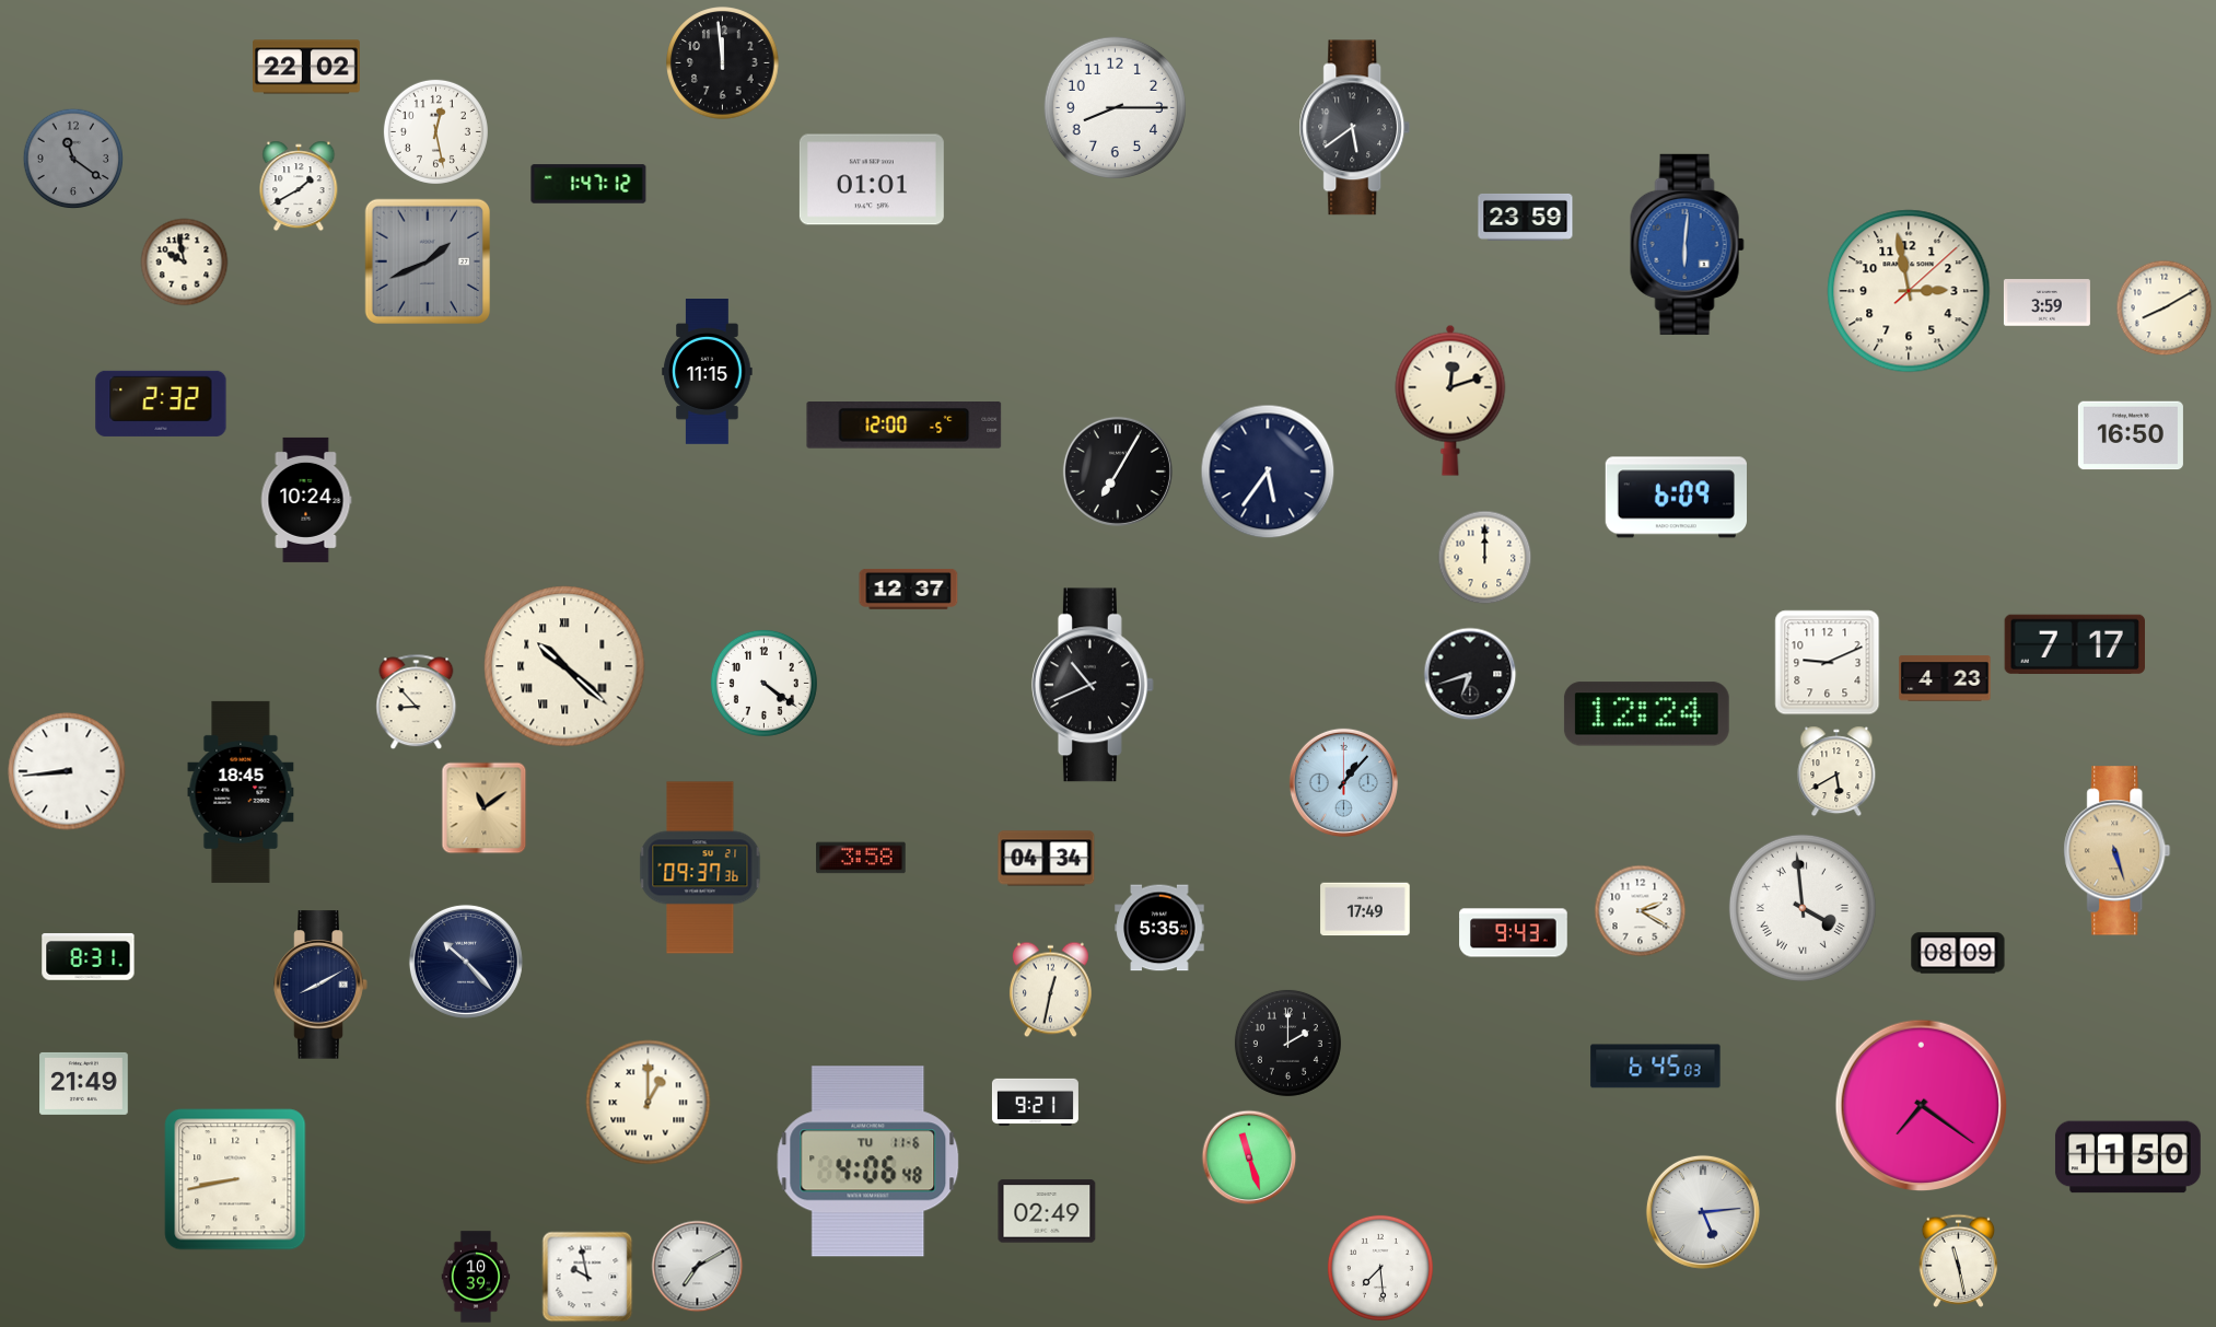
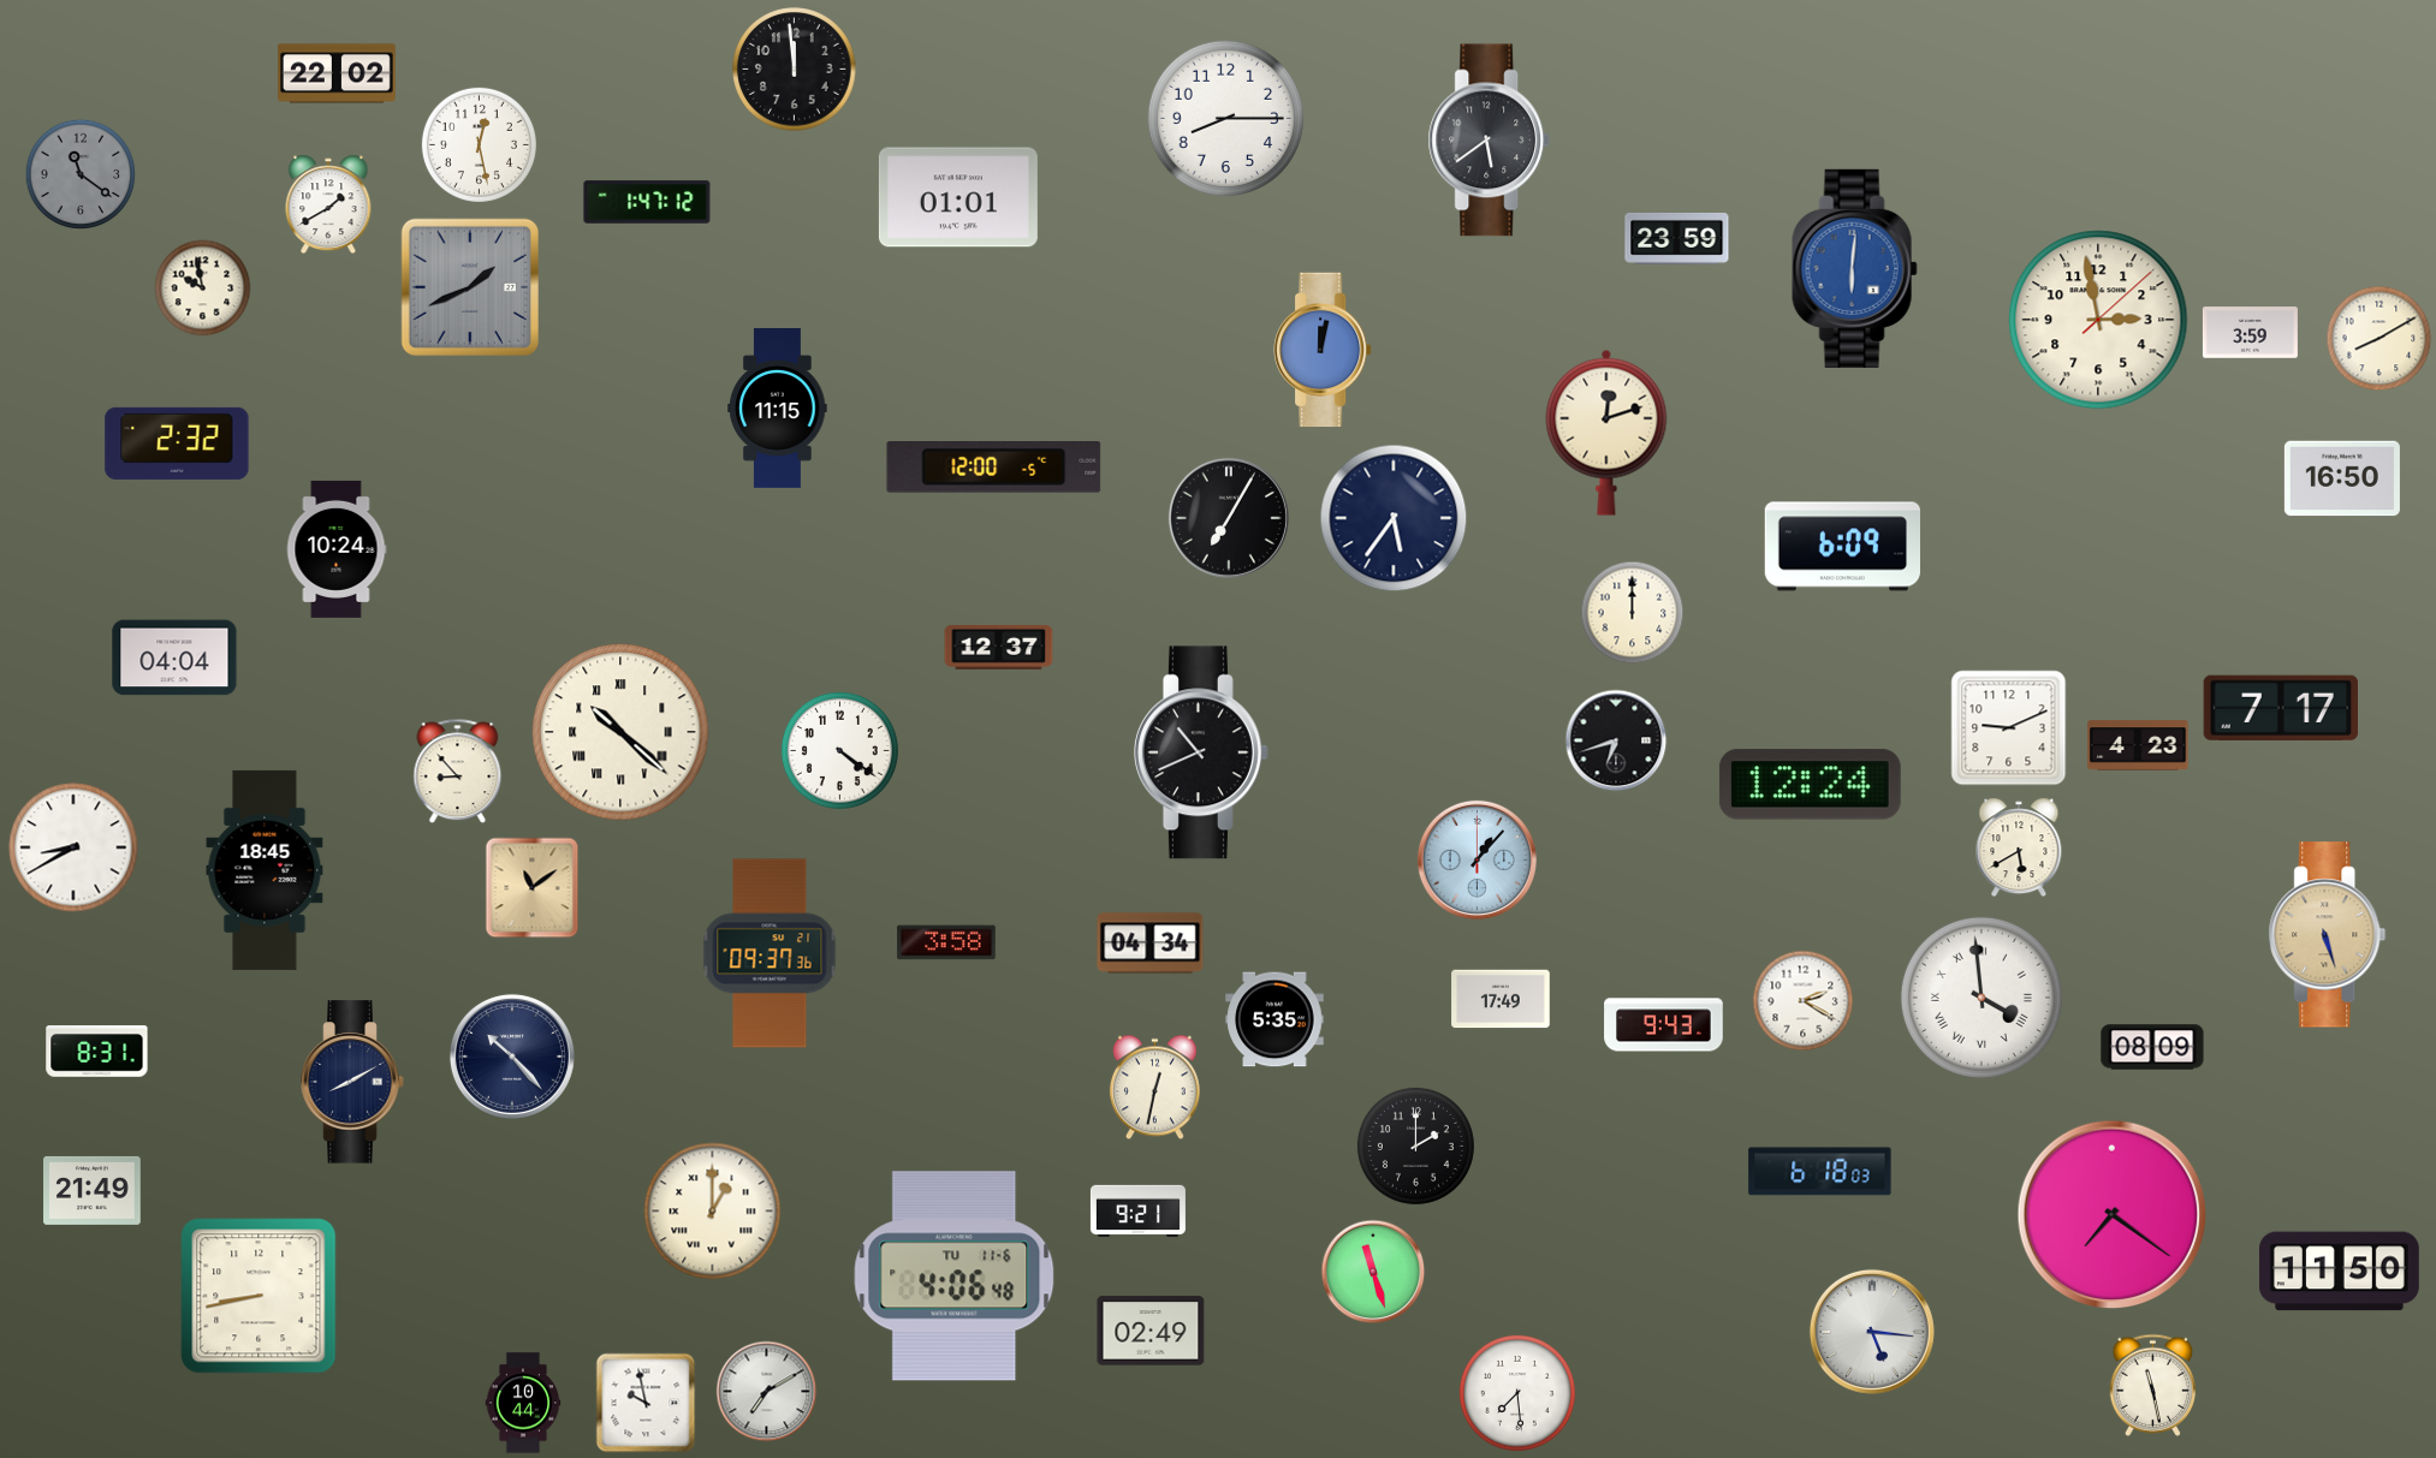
clock at (1323, 350): none -> 12:02
clock at (1450, 400) position: (1450, 400) -> (1606, 433)
clock at (174, 657): none -> 04:04
clock at (67, 771): 8:44 -> 8:40
clock at (1656, 1067): 6:45 -> 6:18
clock at (1703, 1212): 5:14 -> 5:16
clock at (476, 1277): 10:39 -> 10:44
